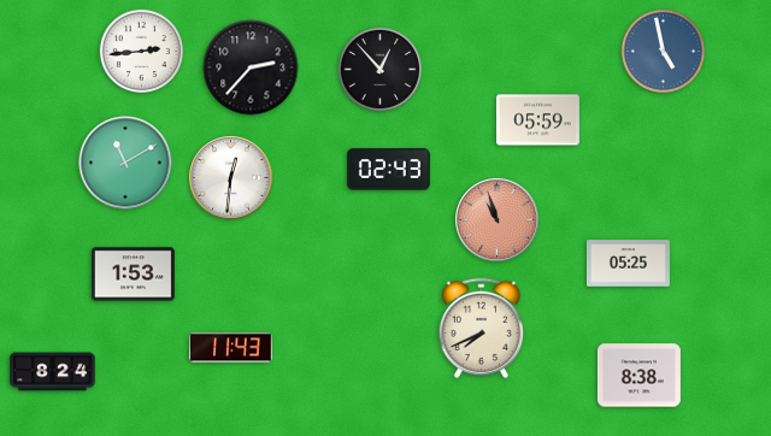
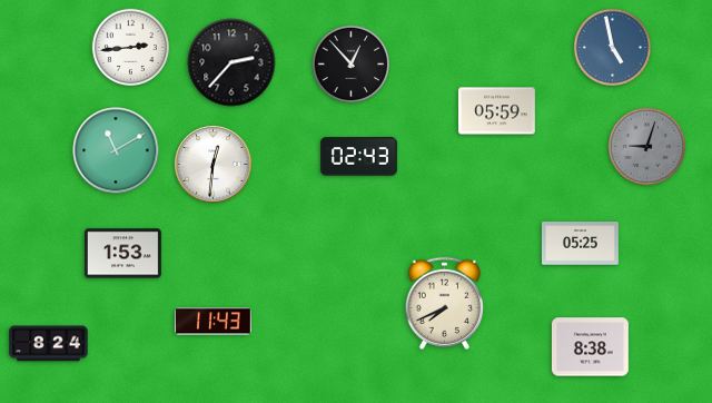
clock at (646, 146): none -> 9:03
clock at (498, 220): 10:57 -> none
